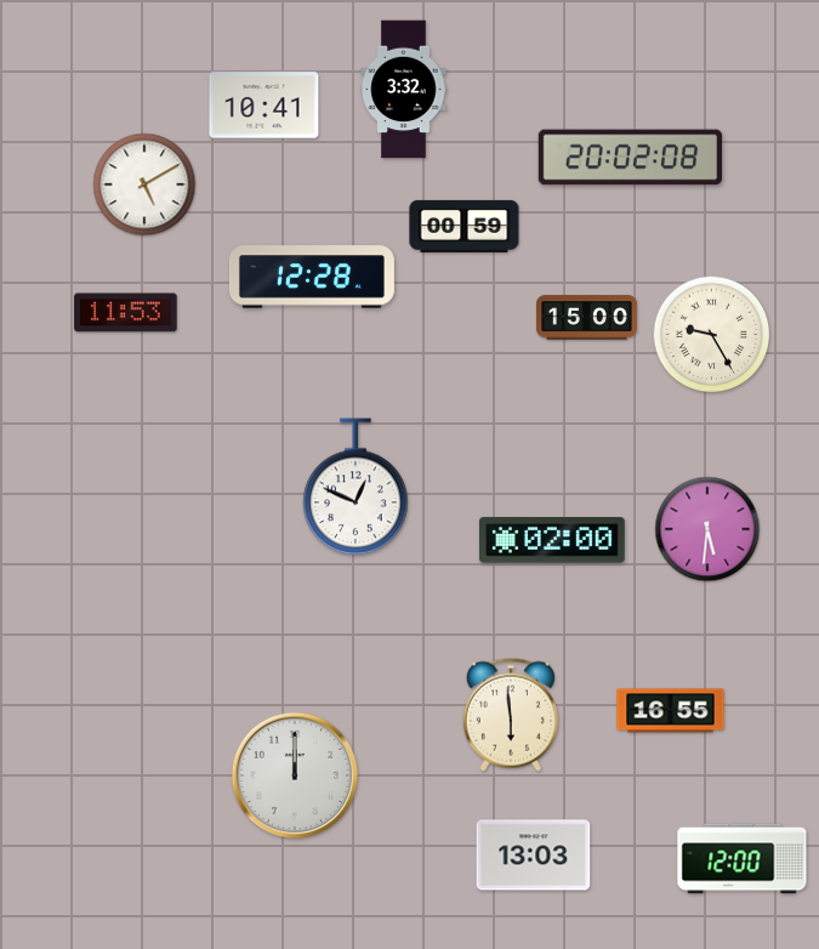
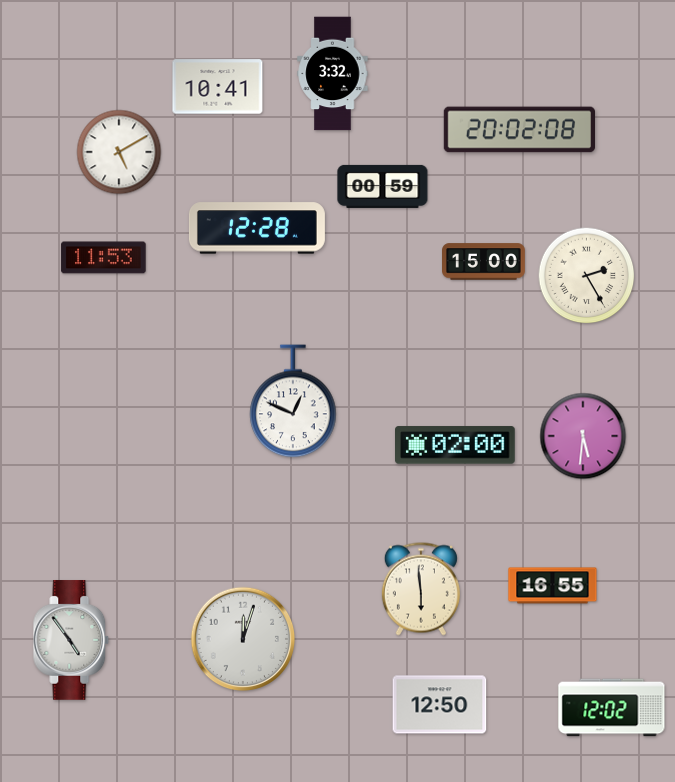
clock at (712, 335): 9:25 -> 2:25
clock at (295, 775): 12:00 -> 12:03
clock at (71, 640): none -> 4:54
clock at (534, 856): 13:03 -> 12:50
clock at (743, 859): 12:00 -> 12:02
